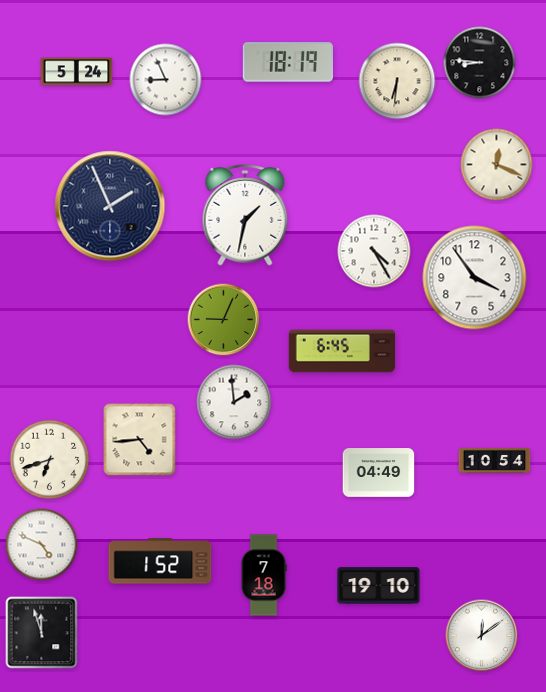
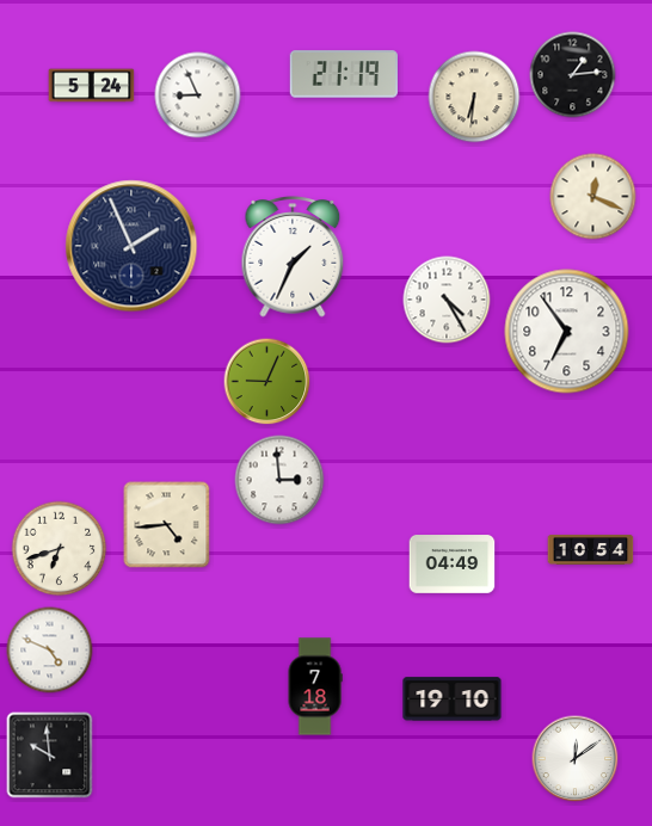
clock at (288, 62): 18:19 -> 21:19
clock at (480, 63): 8:46 -> 1:14
clock at (245, 215): 1:32 -> 1:34
clock at (475, 278): 3:54 -> 6:54
clock at (342, 351): 6:45 -> none
clock at (234, 402): 1:59 -> 2:59
clock at (160, 561): 1:52 -> none
clock at (42, 633): 11:57 -> 9:59
